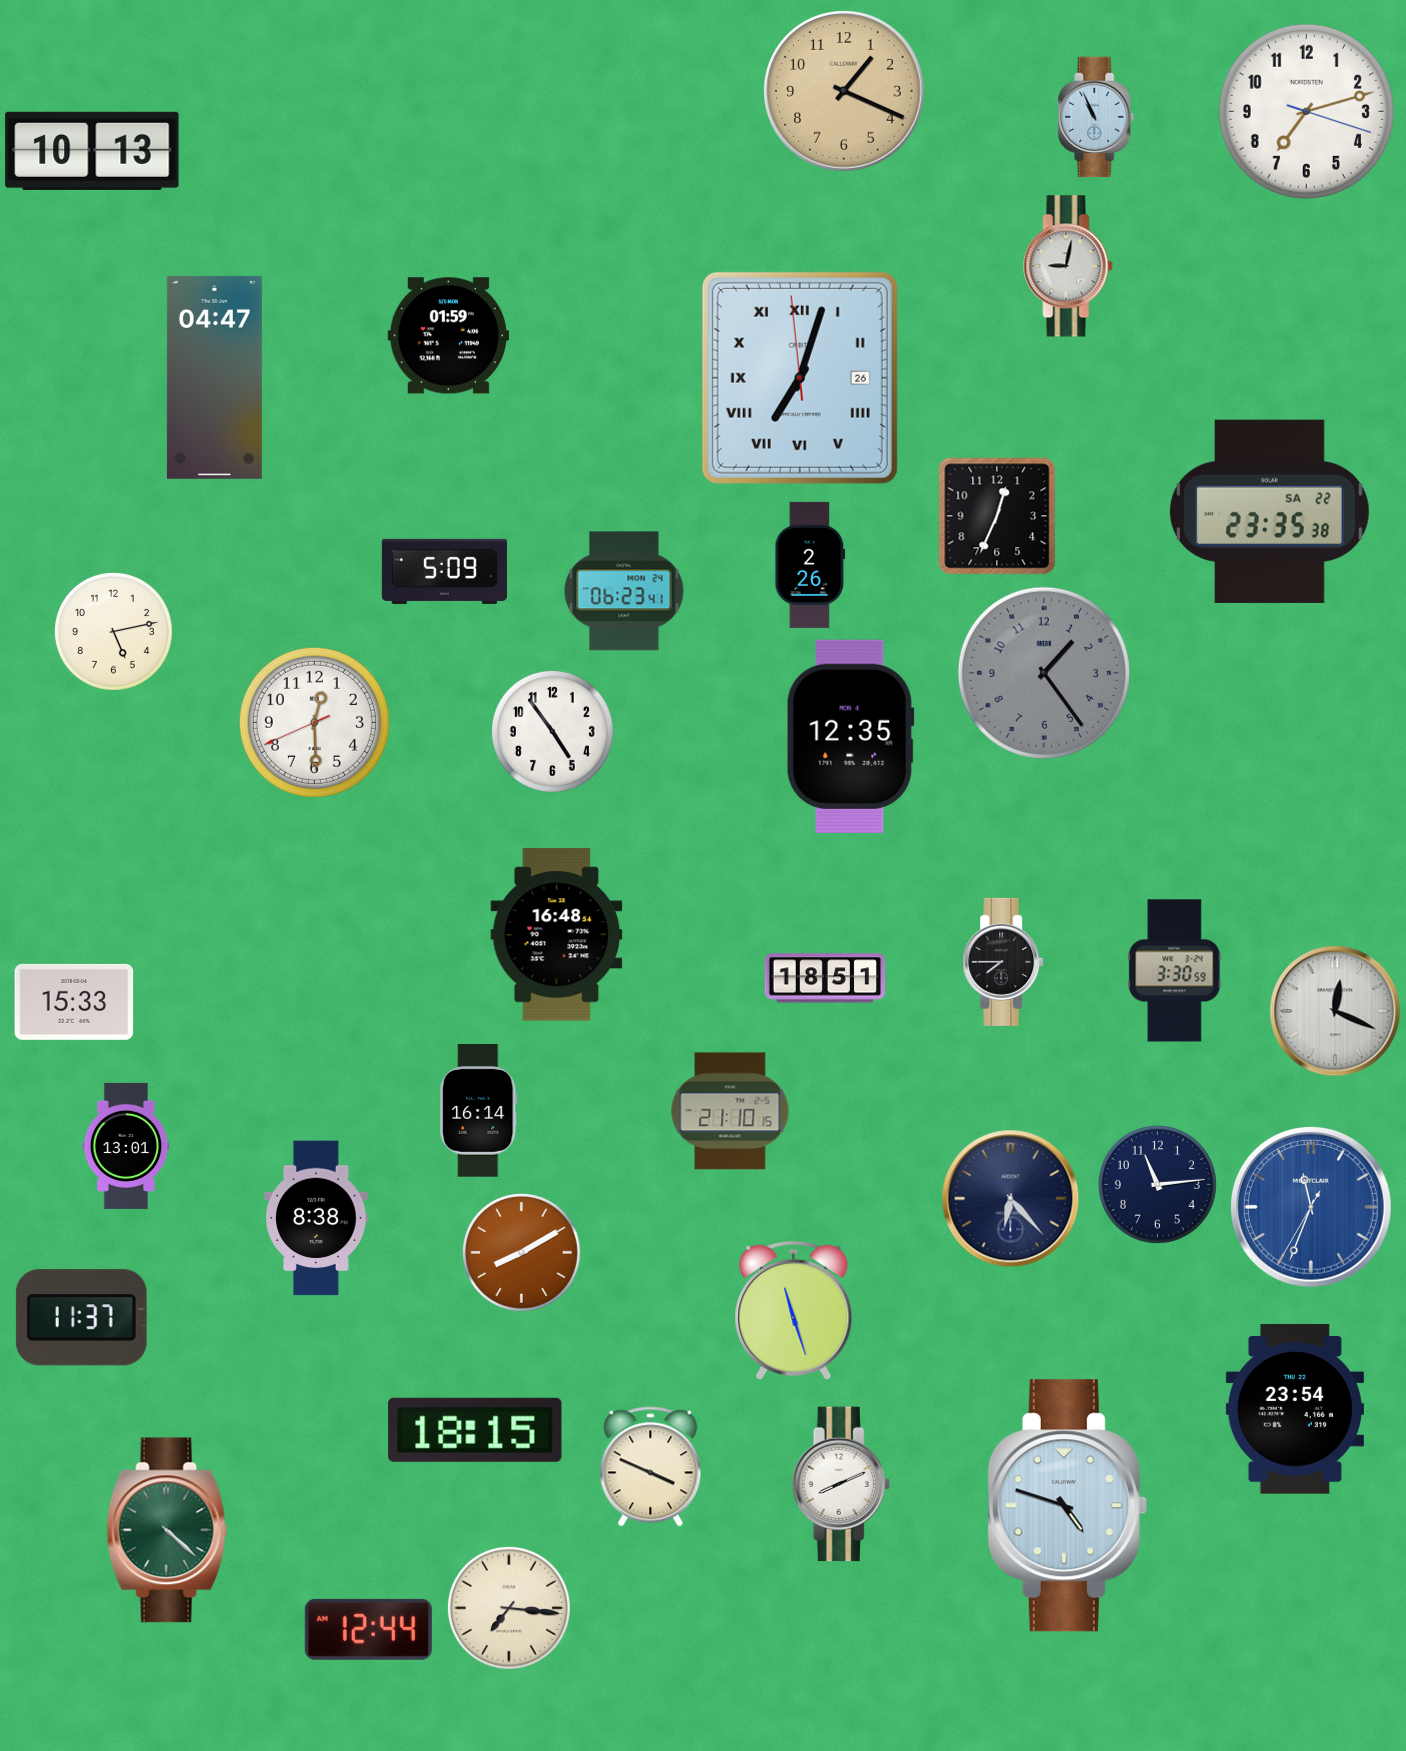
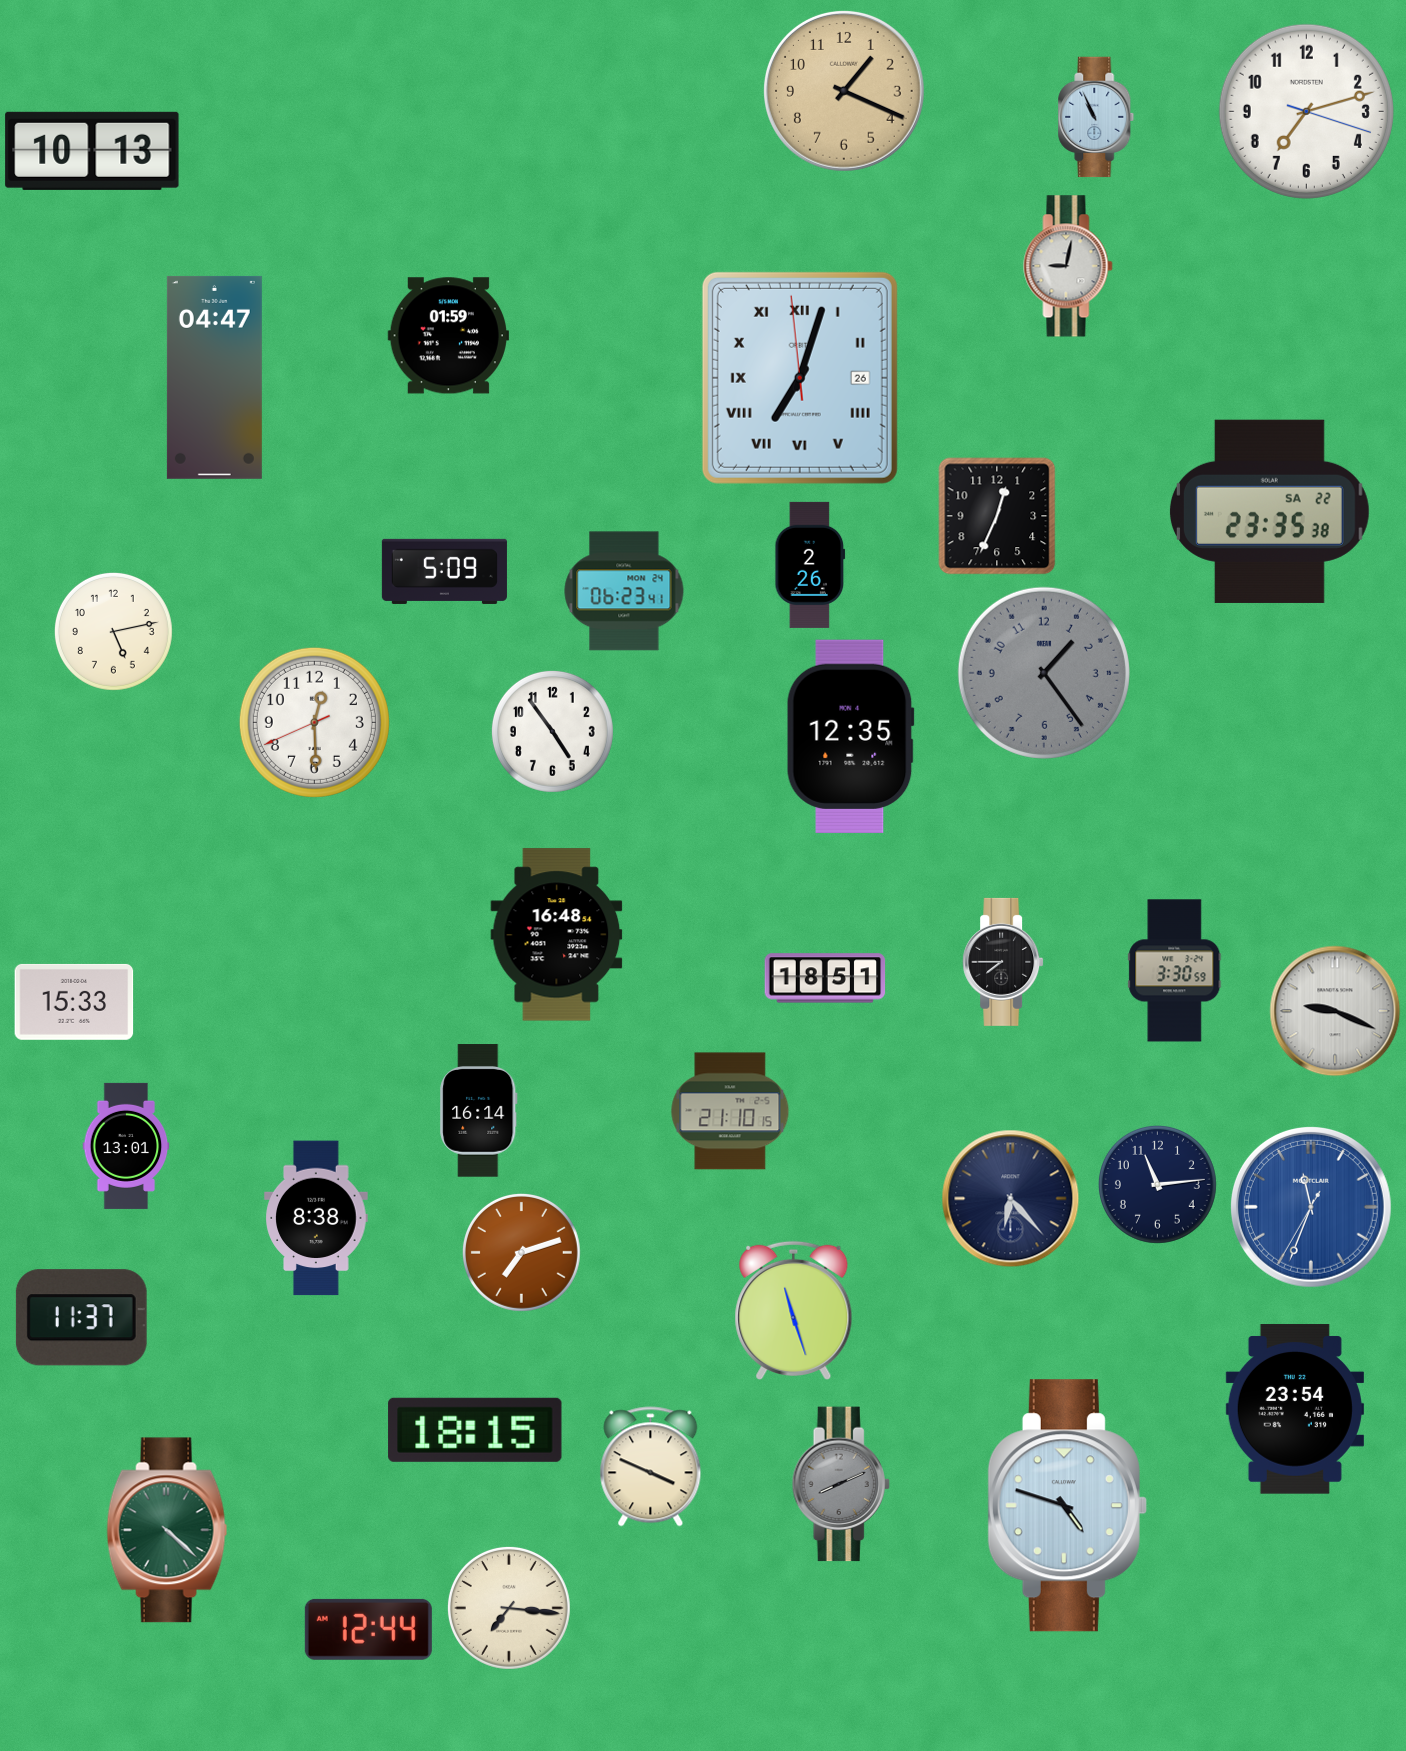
clock at (1335, 1011): 12:19 -> 9:19
clock at (521, 1252): 8:10 -> 7:12
clock at (841, 1484) dial: white -> grey
